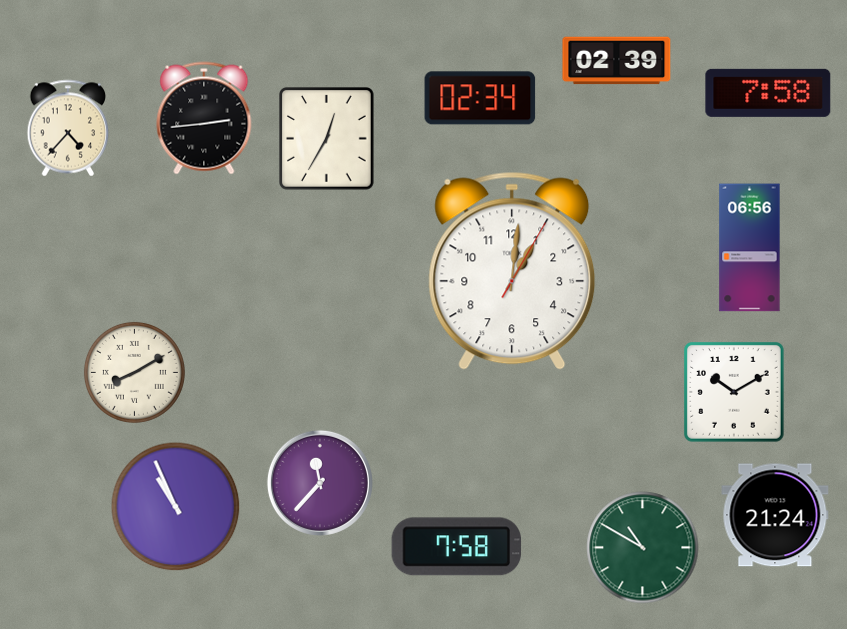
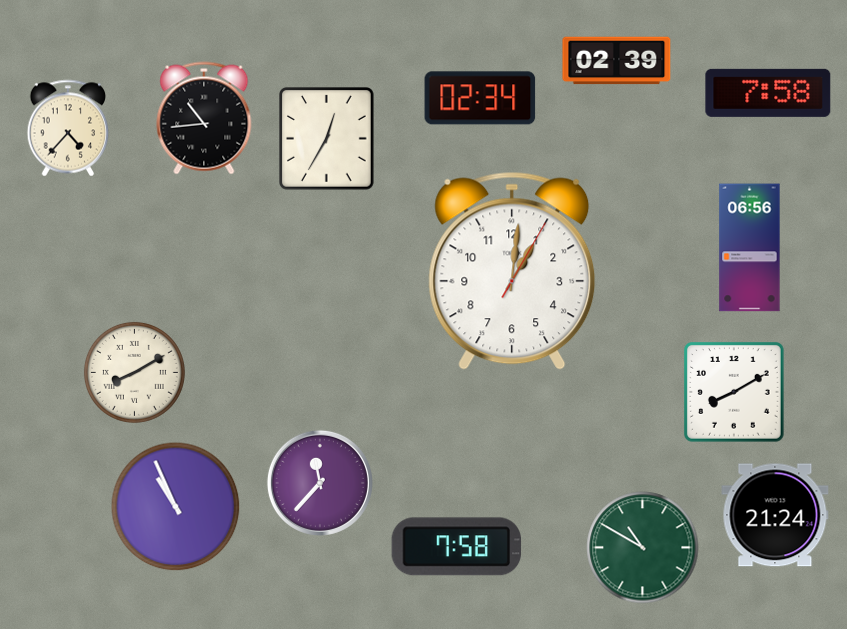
clock at (204, 118): 2:44 -> 10:44
clock at (735, 393): 10:10 -> 8:10
